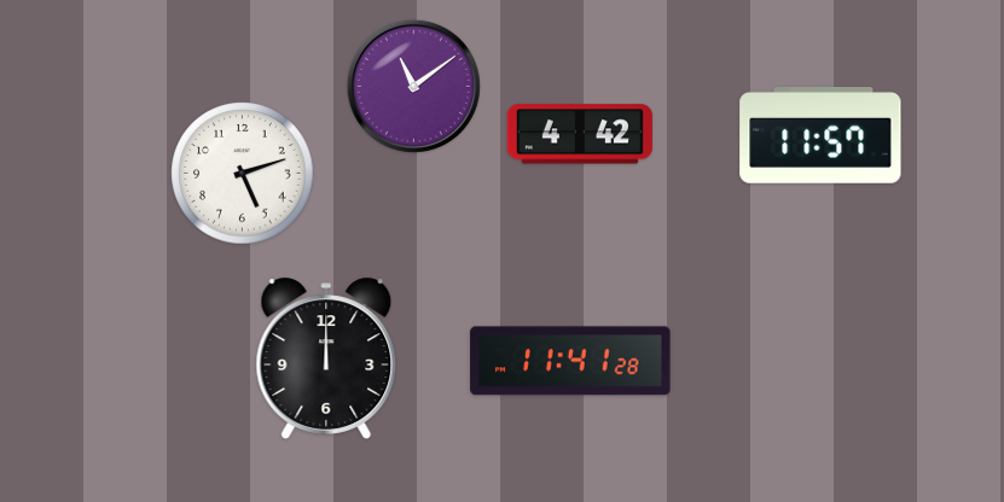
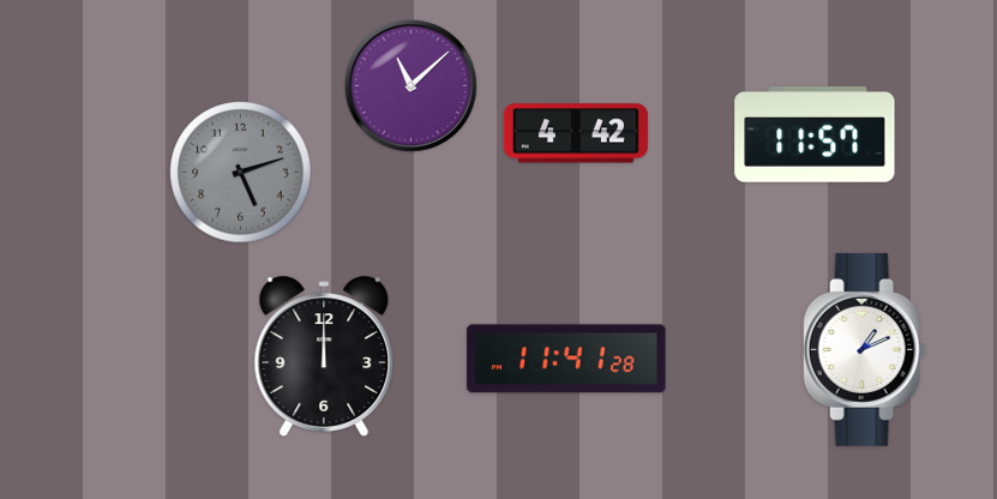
clock at (413, 86): 11:09 -> 11:08
clock at (243, 174) dial: white -> grey
clock at (865, 349): none -> 1:11
